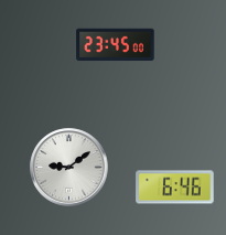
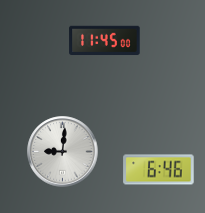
clock at (116, 45): 23:45 -> 11:45
clock at (69, 168): 9:09 -> 9:01
